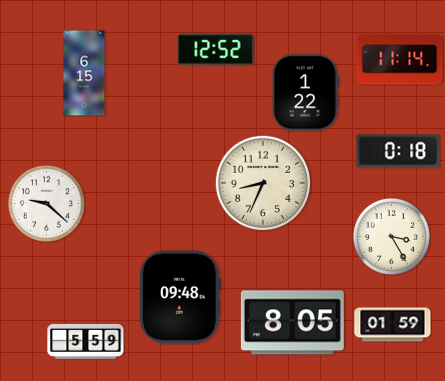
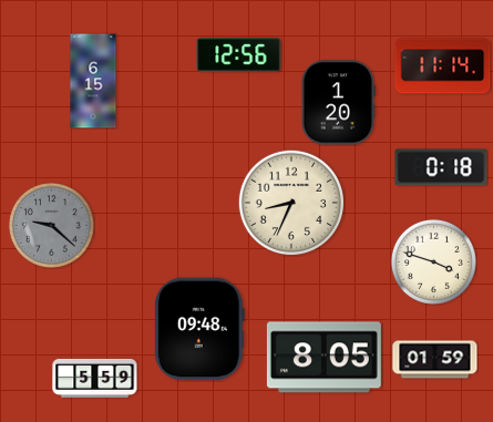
clock at (216, 49): 12:52 -> 12:56
clock at (305, 93): 1:22 -> 1:20
clock at (46, 203) dial: white -> grey
clock at (391, 236): 3:25 -> 3:48
